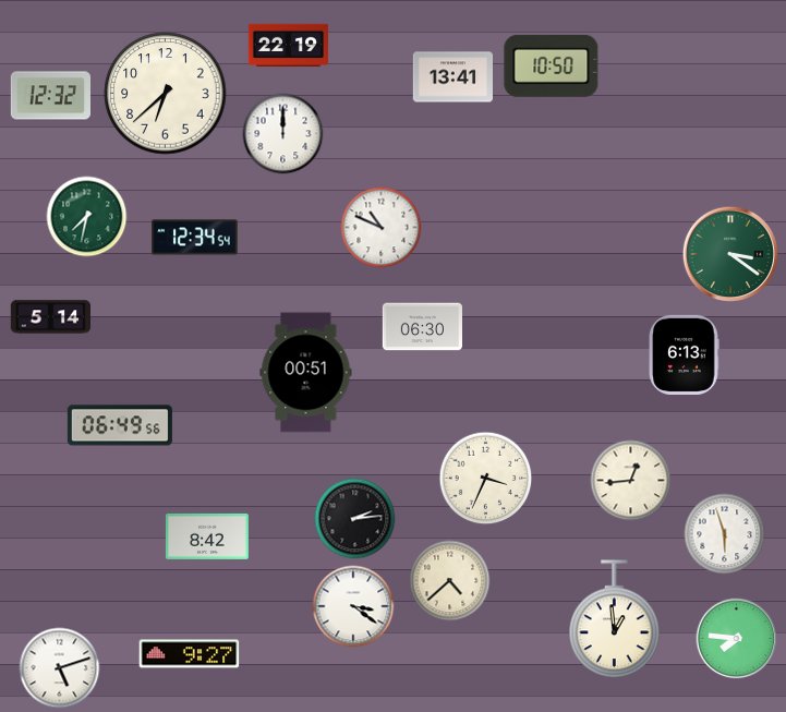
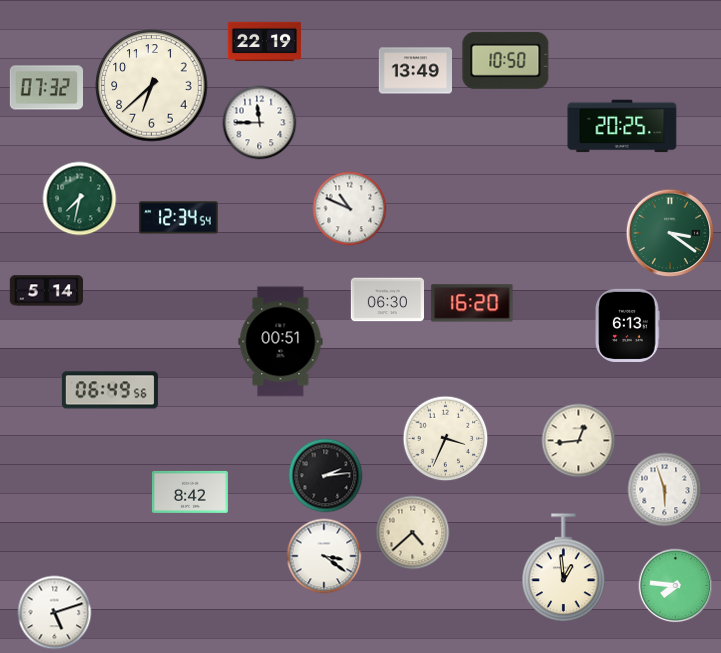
clock at (452, 77): 13:41 -> 13:49
clock at (50, 96): 12:32 -> 07:32
clock at (283, 134): 12:00 -> 11:45
clock at (622, 126): none -> 20:25
clock at (472, 303): none -> 16:20
clock at (190, 654): 9:27 -> none
